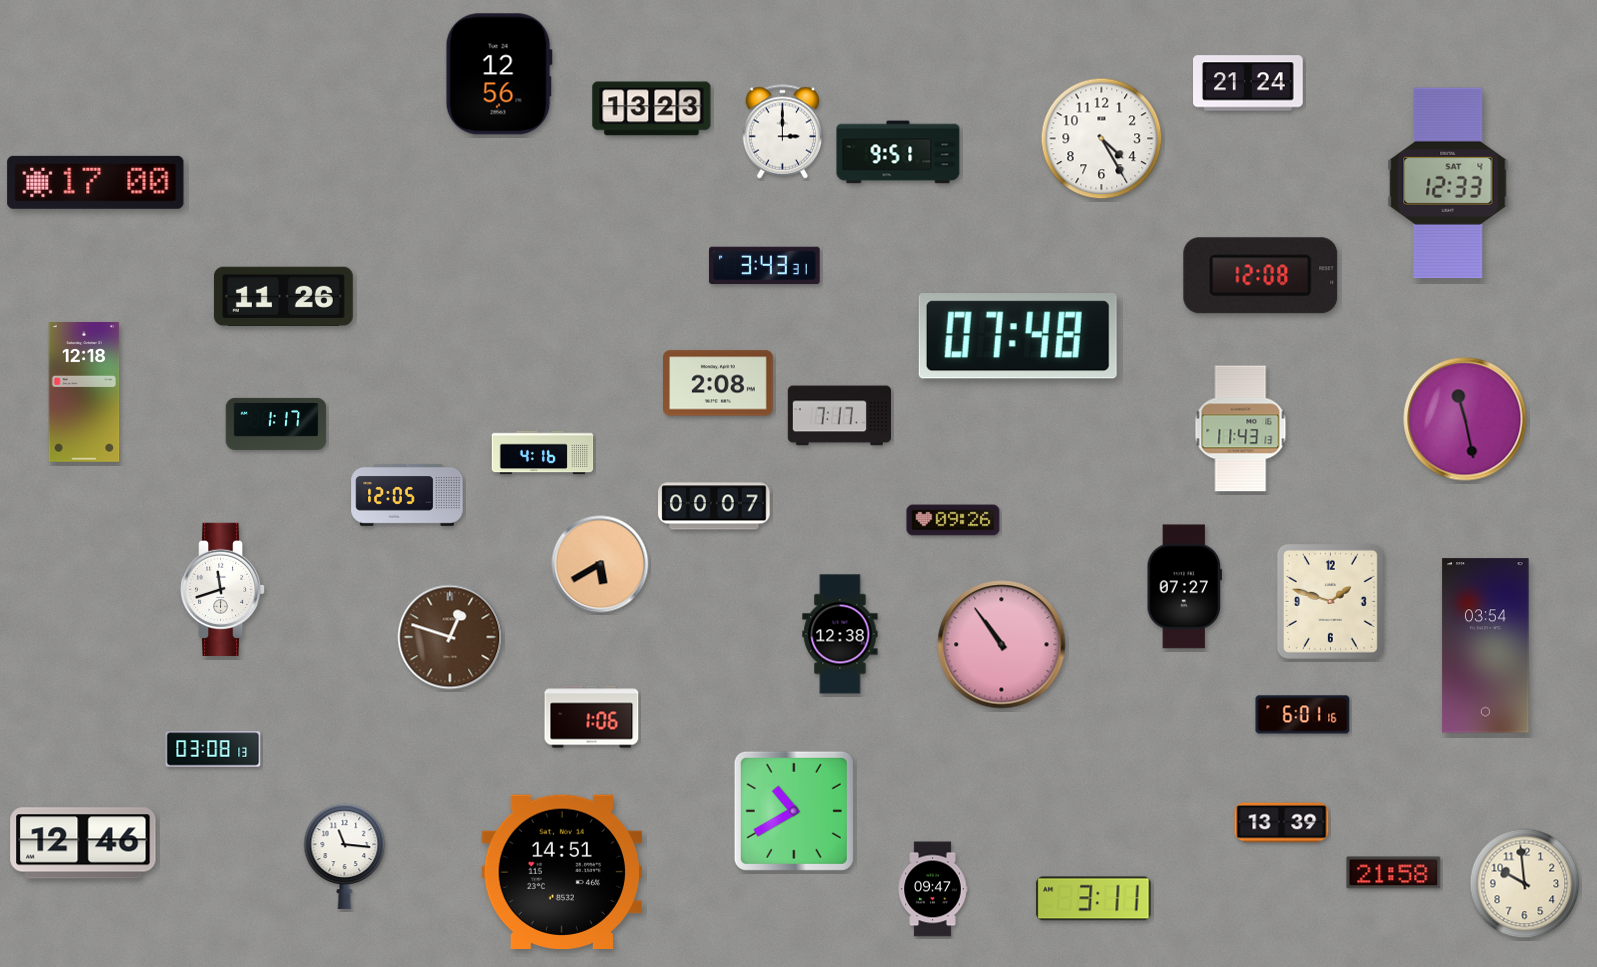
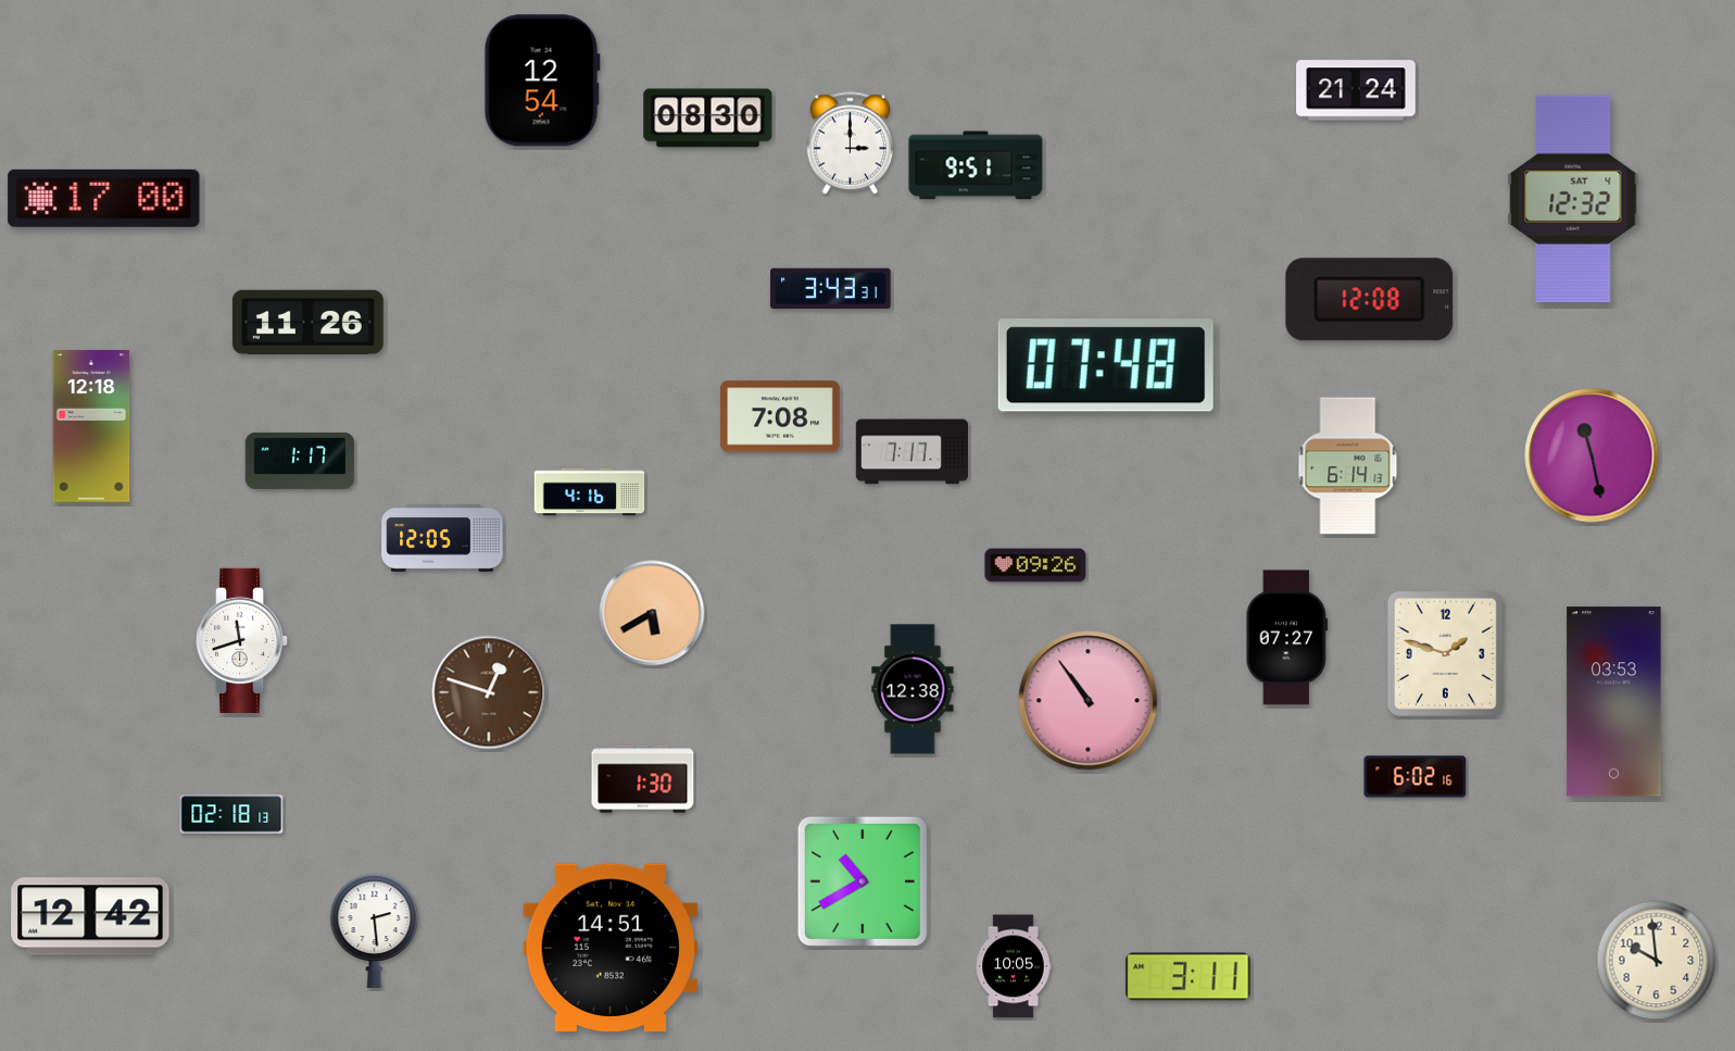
clock at (499, 74): 12:56 -> 12:54
clock at (652, 109): 13:23 -> 08:30
clock at (1102, 139): 4:25 -> none
clock at (1448, 183): 12:33 -> 12:32
clock at (719, 383): 2:08 -> 7:08
clock at (1241, 429): 11:43 -> 6:14
clock at (714, 506): 00:07 -> none
clock at (1486, 646): 03:54 -> 03:53
clock at (1303, 715): 6:01 -> 6:02
clock at (592, 717): 1:06 -> 1:30
clock at (213, 749): 03:08 -> 02:18
clock at (1282, 823): 13:39 -> none
clock at (83, 843): 12:46 -> 12:42
clock at (345, 856): 11:16 -> 2:29
clock at (1394, 873): 21:58 -> none
clock at (933, 889): 09:47 -> 10:05
